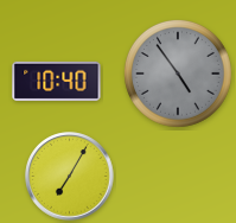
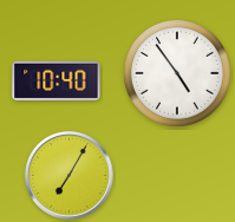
clock at (178, 74) dial: grey -> white
